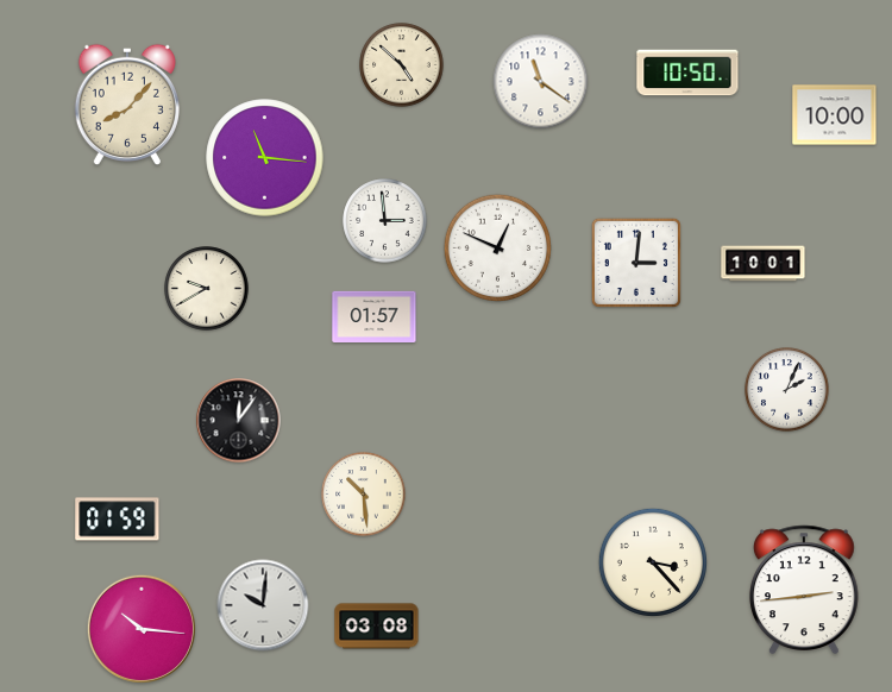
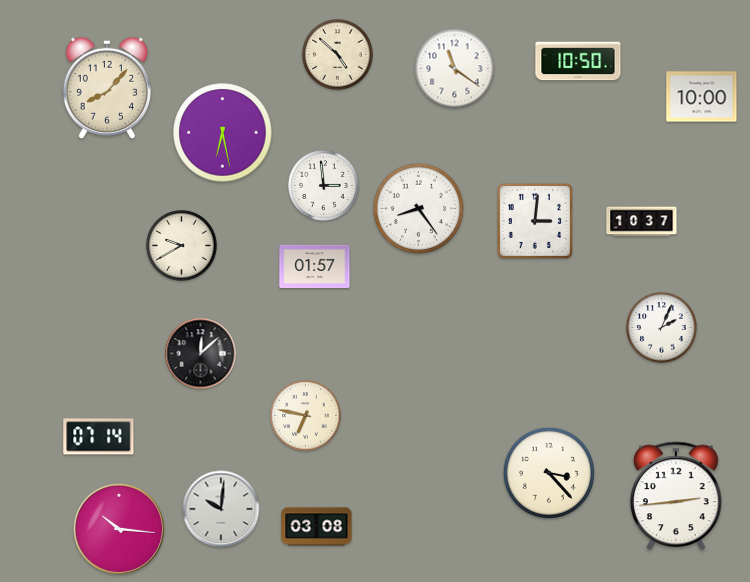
clock at (265, 158): 11:16 -> 6:28
clock at (497, 247): 12:49 -> 8:24
clock at (764, 264): 10:01 -> 10:37
clock at (207, 289) position: (207, 289) -> (182, 246)
clock at (239, 421): 12:06 -> 12:08
clock at (364, 495): 10:29 -> 6:47
clock at (118, 520): 01:59 -> 07:14
